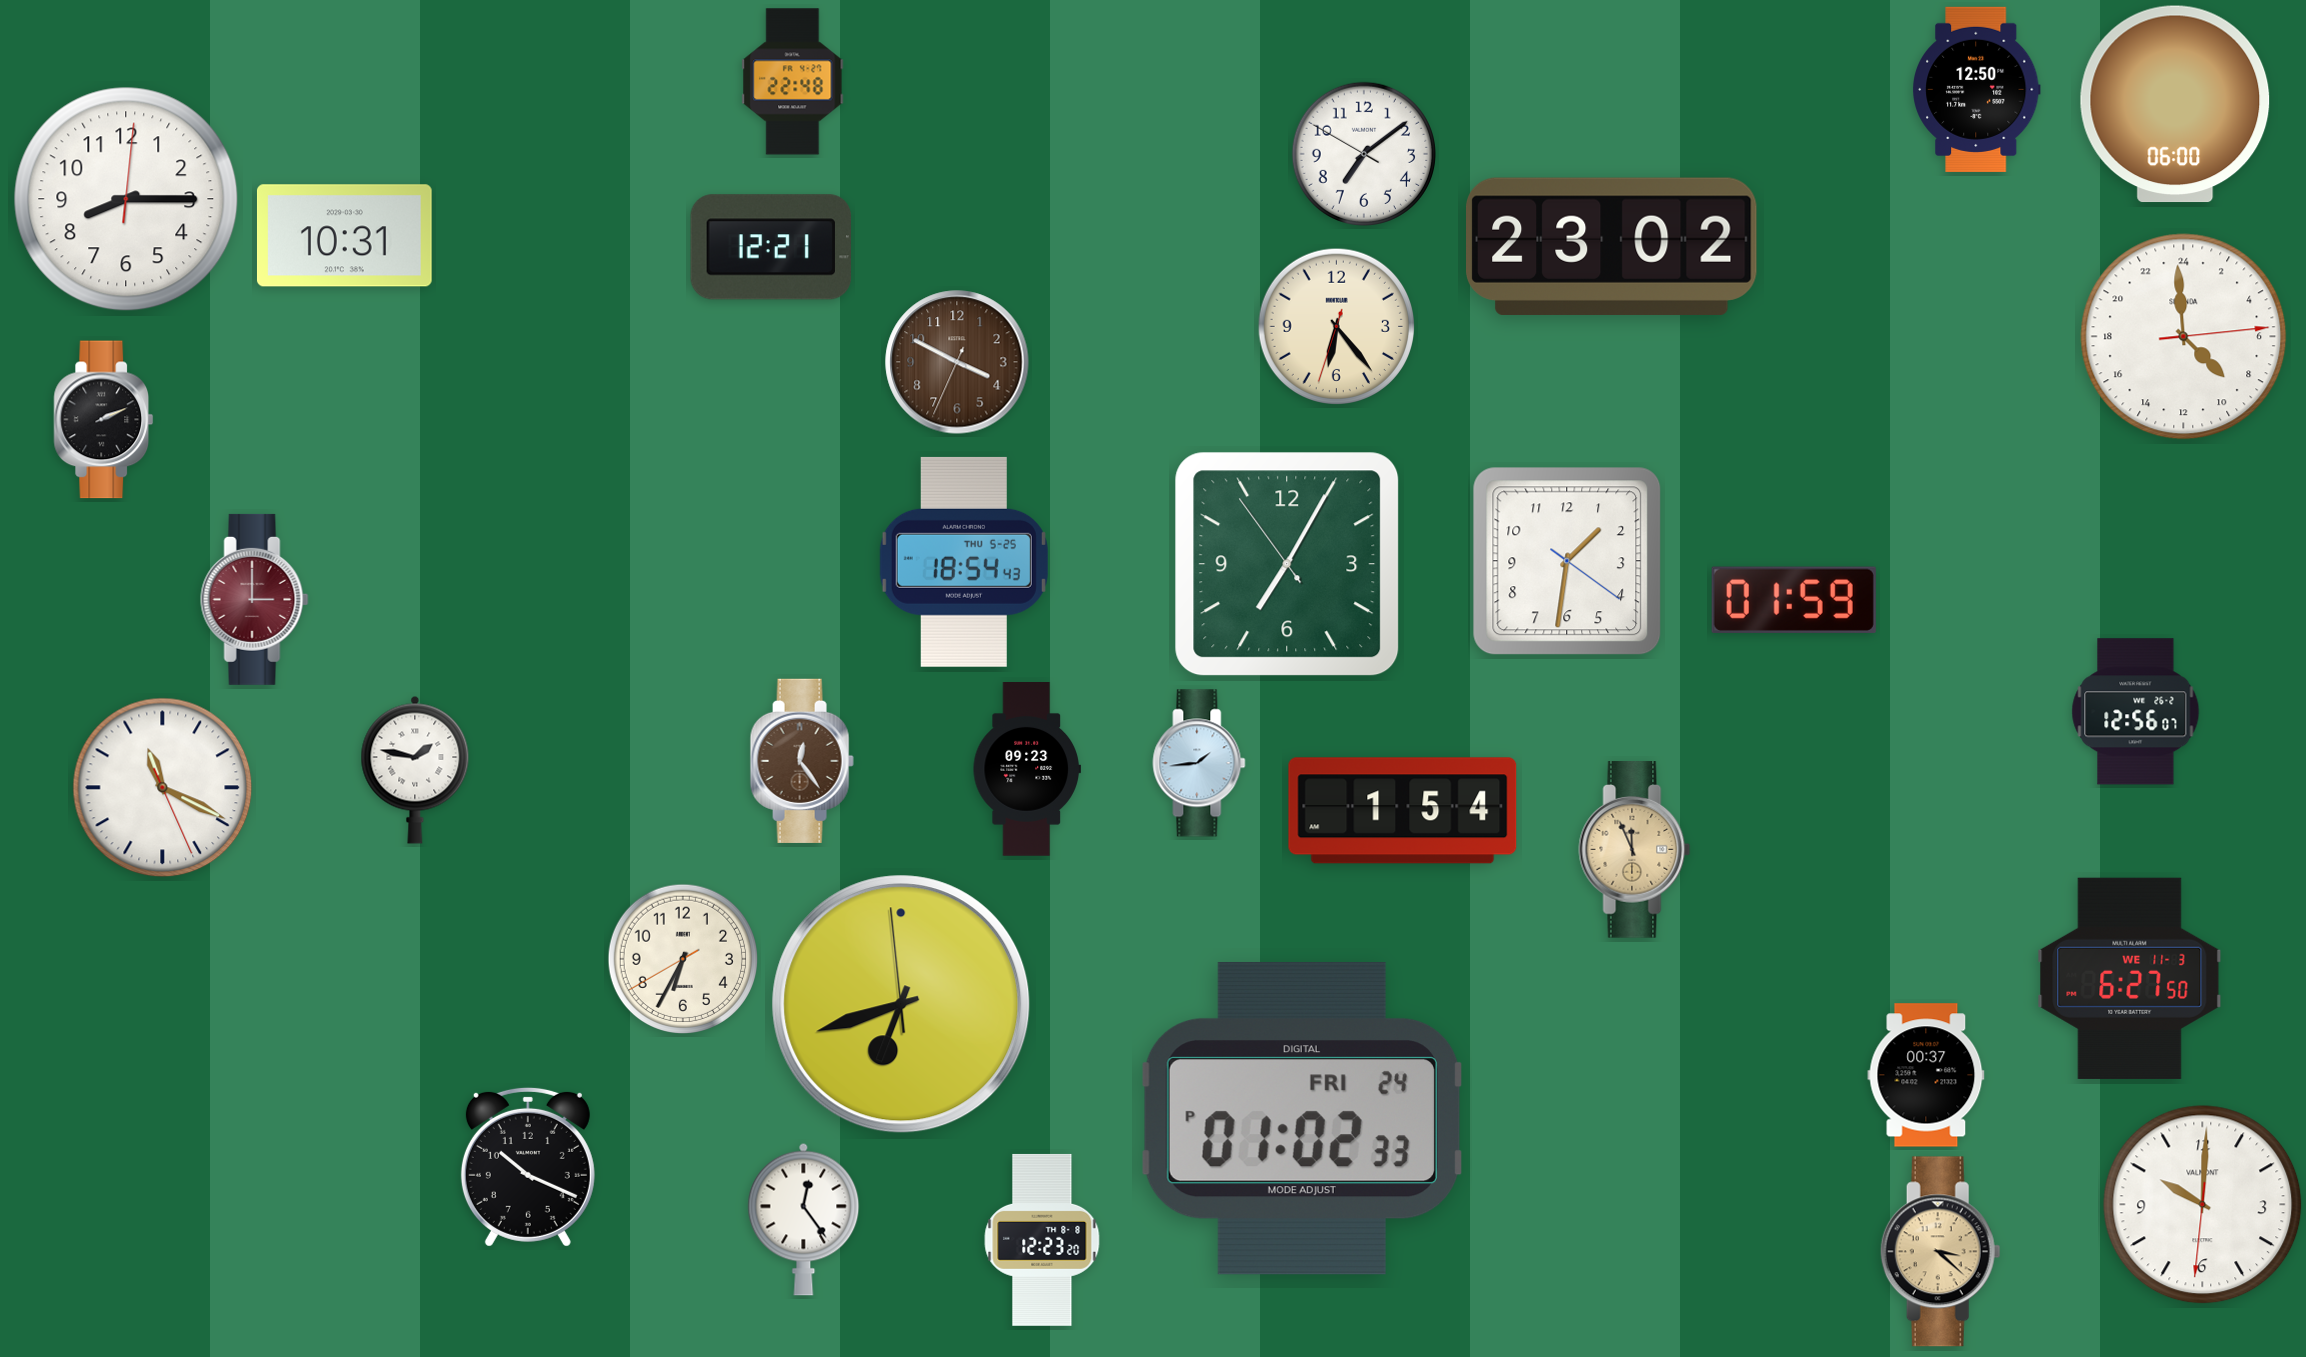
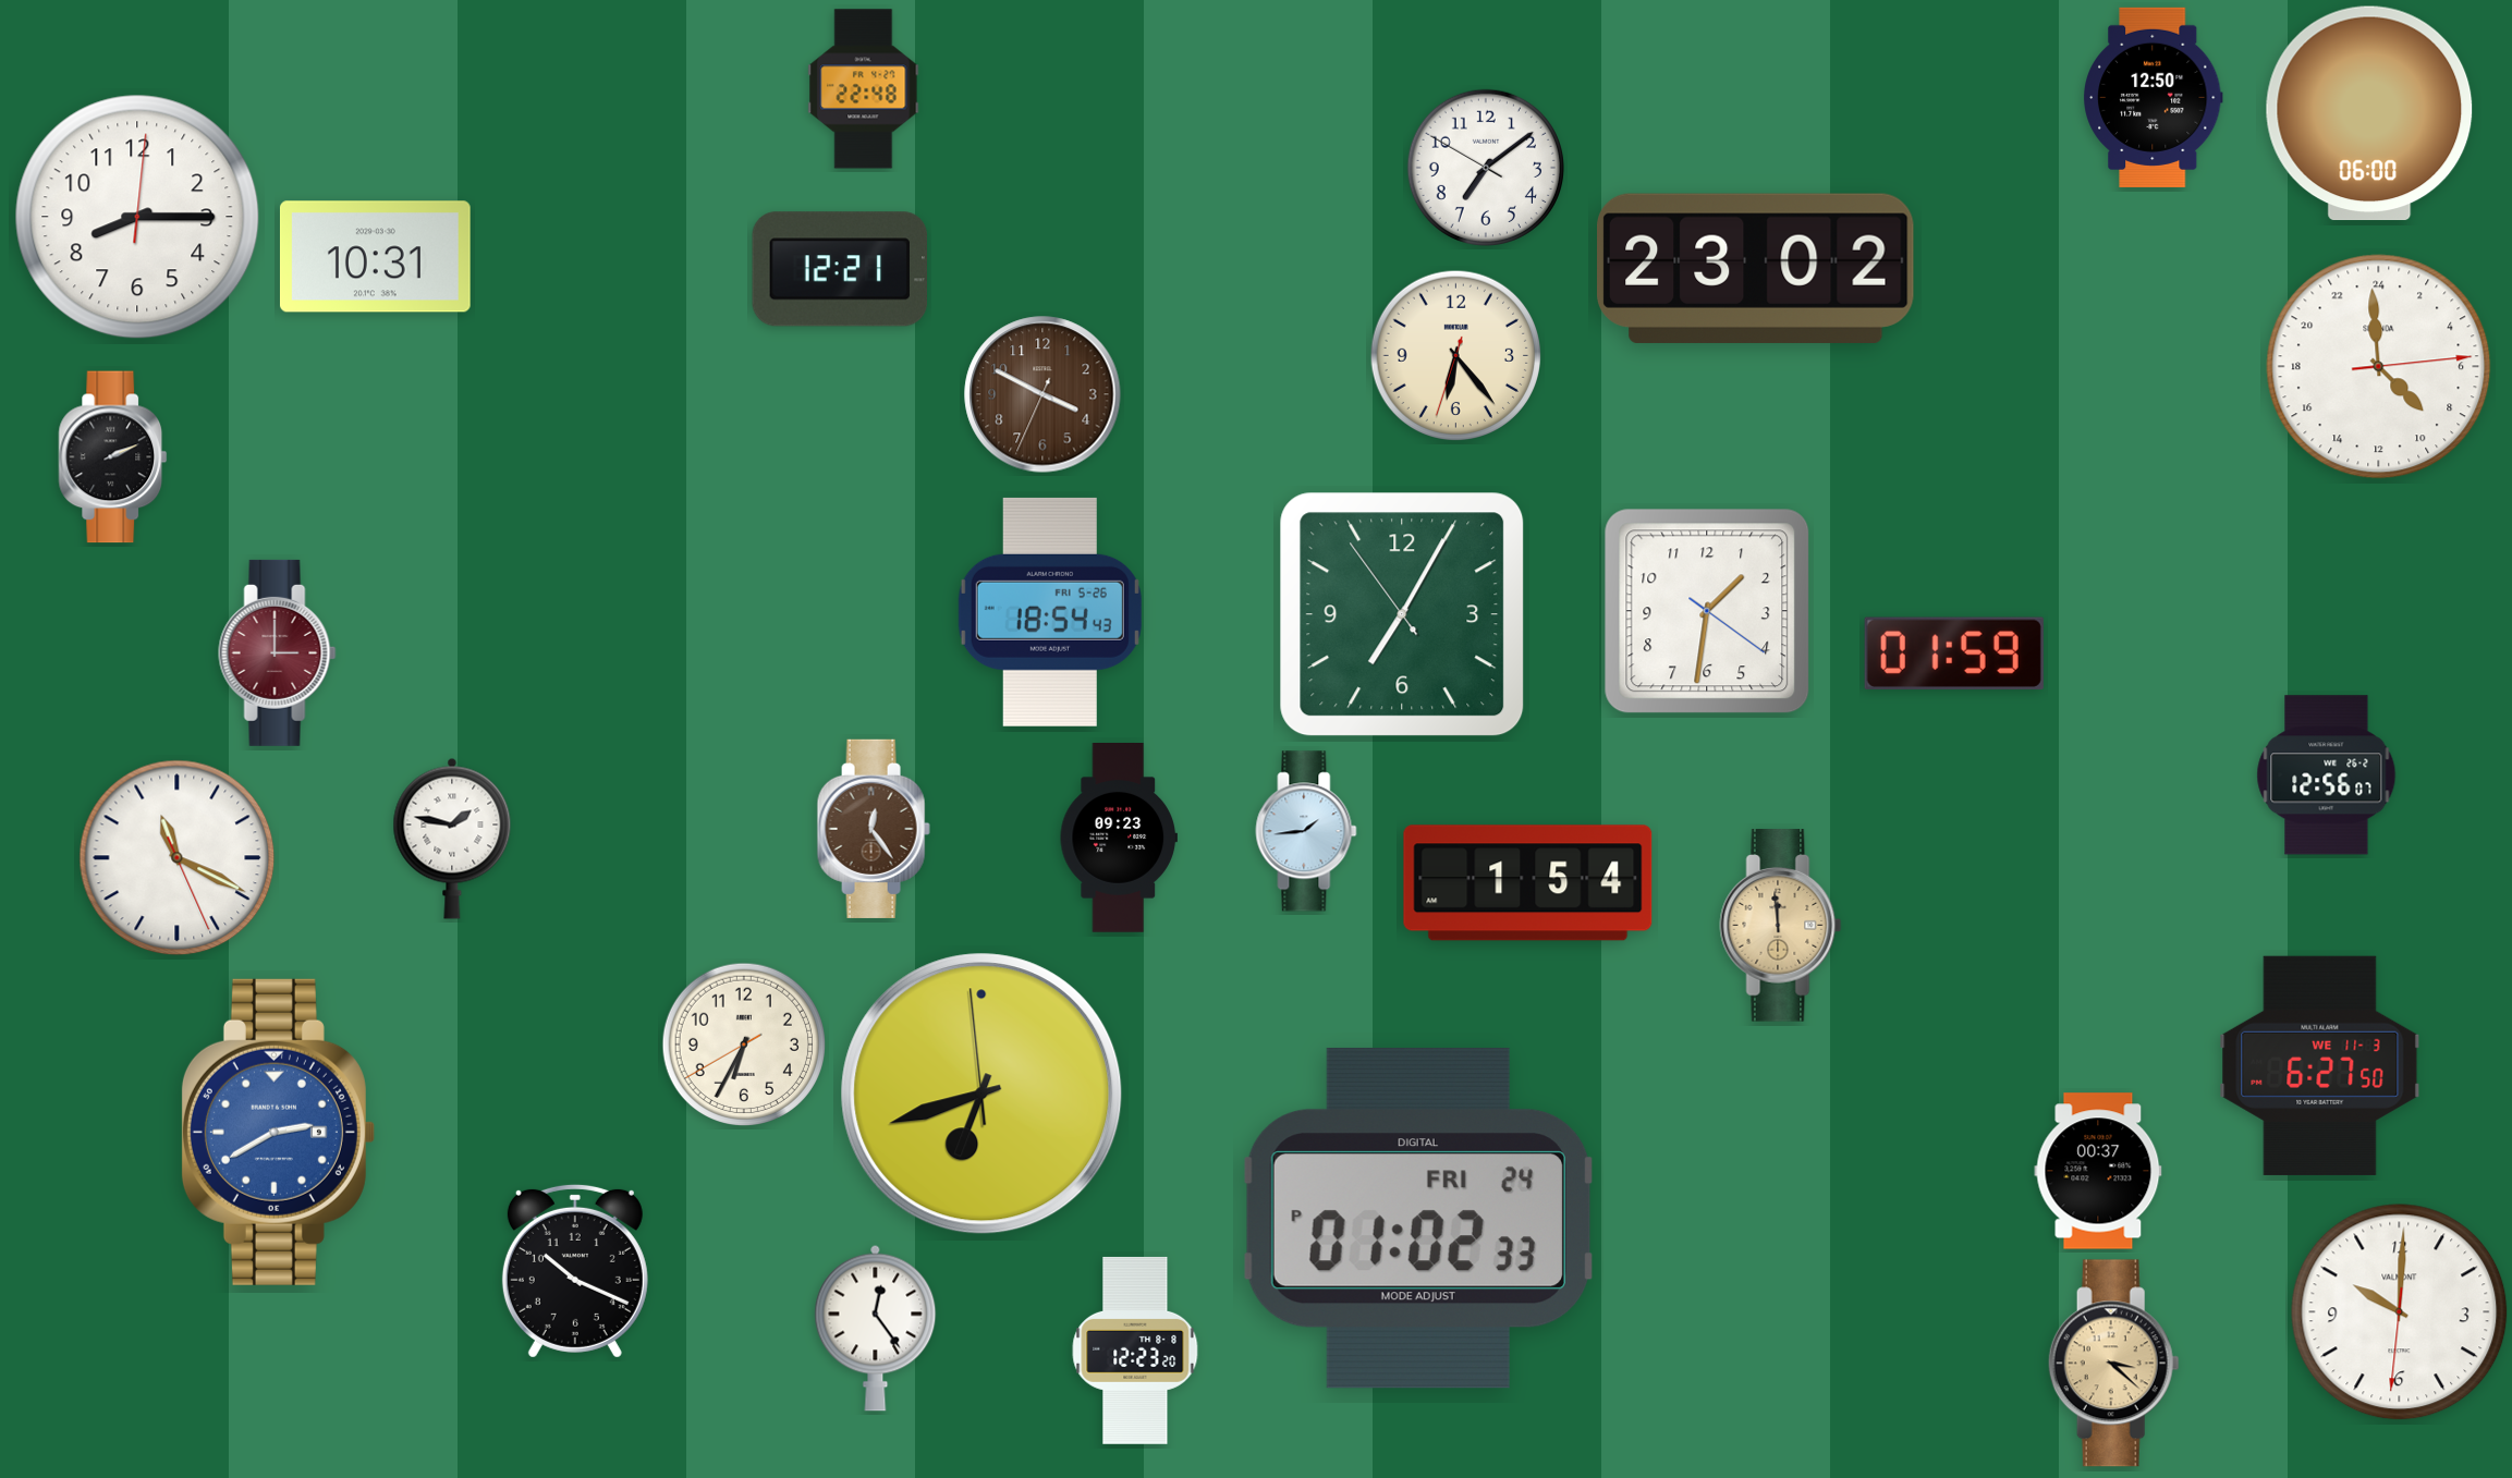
clock at (964, 562) date: THU 5-25 -> FRI 5-26
clock at (1635, 850): 11:56 -> 11:59
clock at (278, 1132): none -> 2:40
